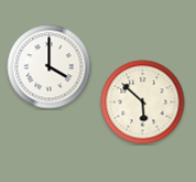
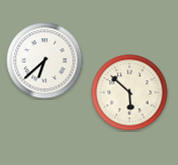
clock at (50, 67): 4:00 -> 6:38
